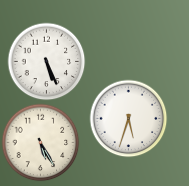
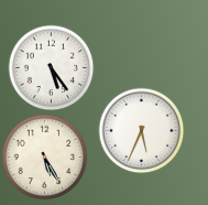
clock at (46, 61): 5:26 -> 5:24
clock at (128, 118): 5:33 -> 5:34
